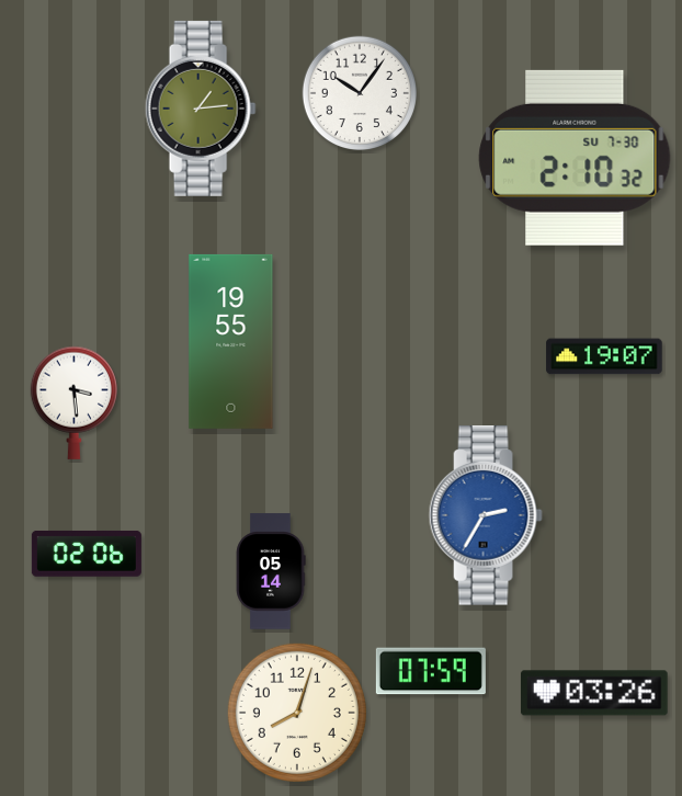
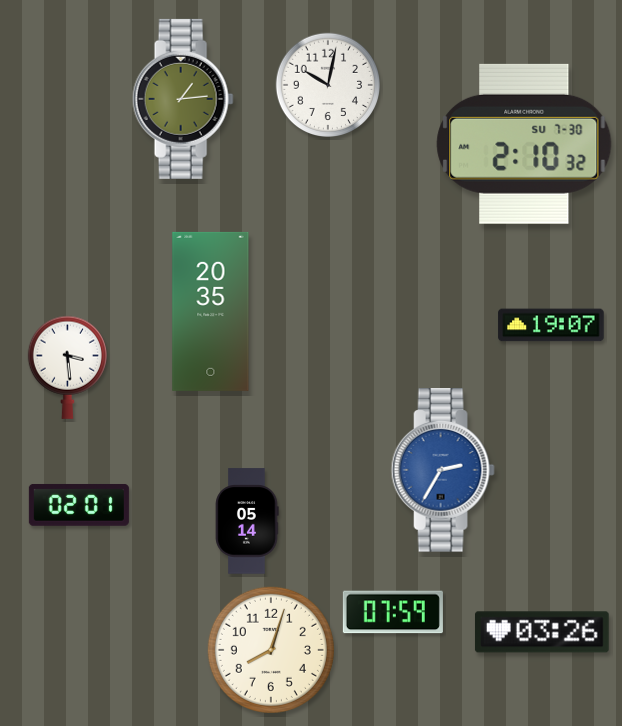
clock at (359, 92): 10:06 -> 10:02
clock at (231, 341): 19:55 -> 20:35
clock at (87, 554): 02:06 -> 02:01
